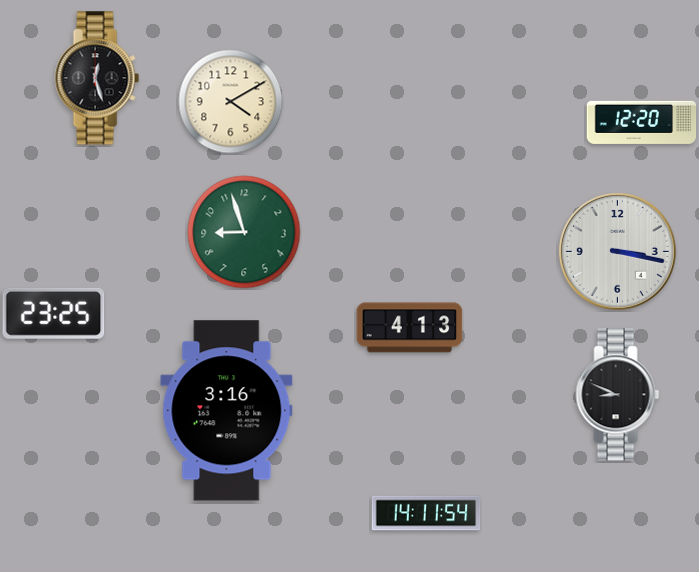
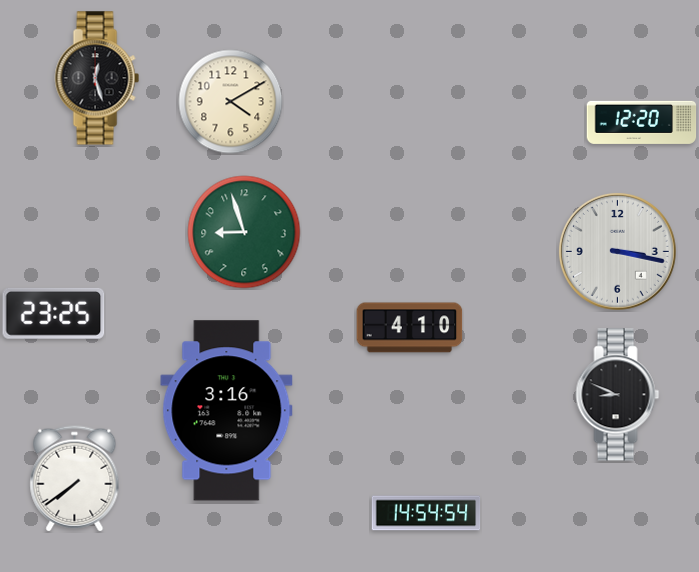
clock at (410, 328): 4:13 -> 4:10
clock at (75, 479): none -> 7:39
clock at (426, 513): 14:11 -> 14:54
